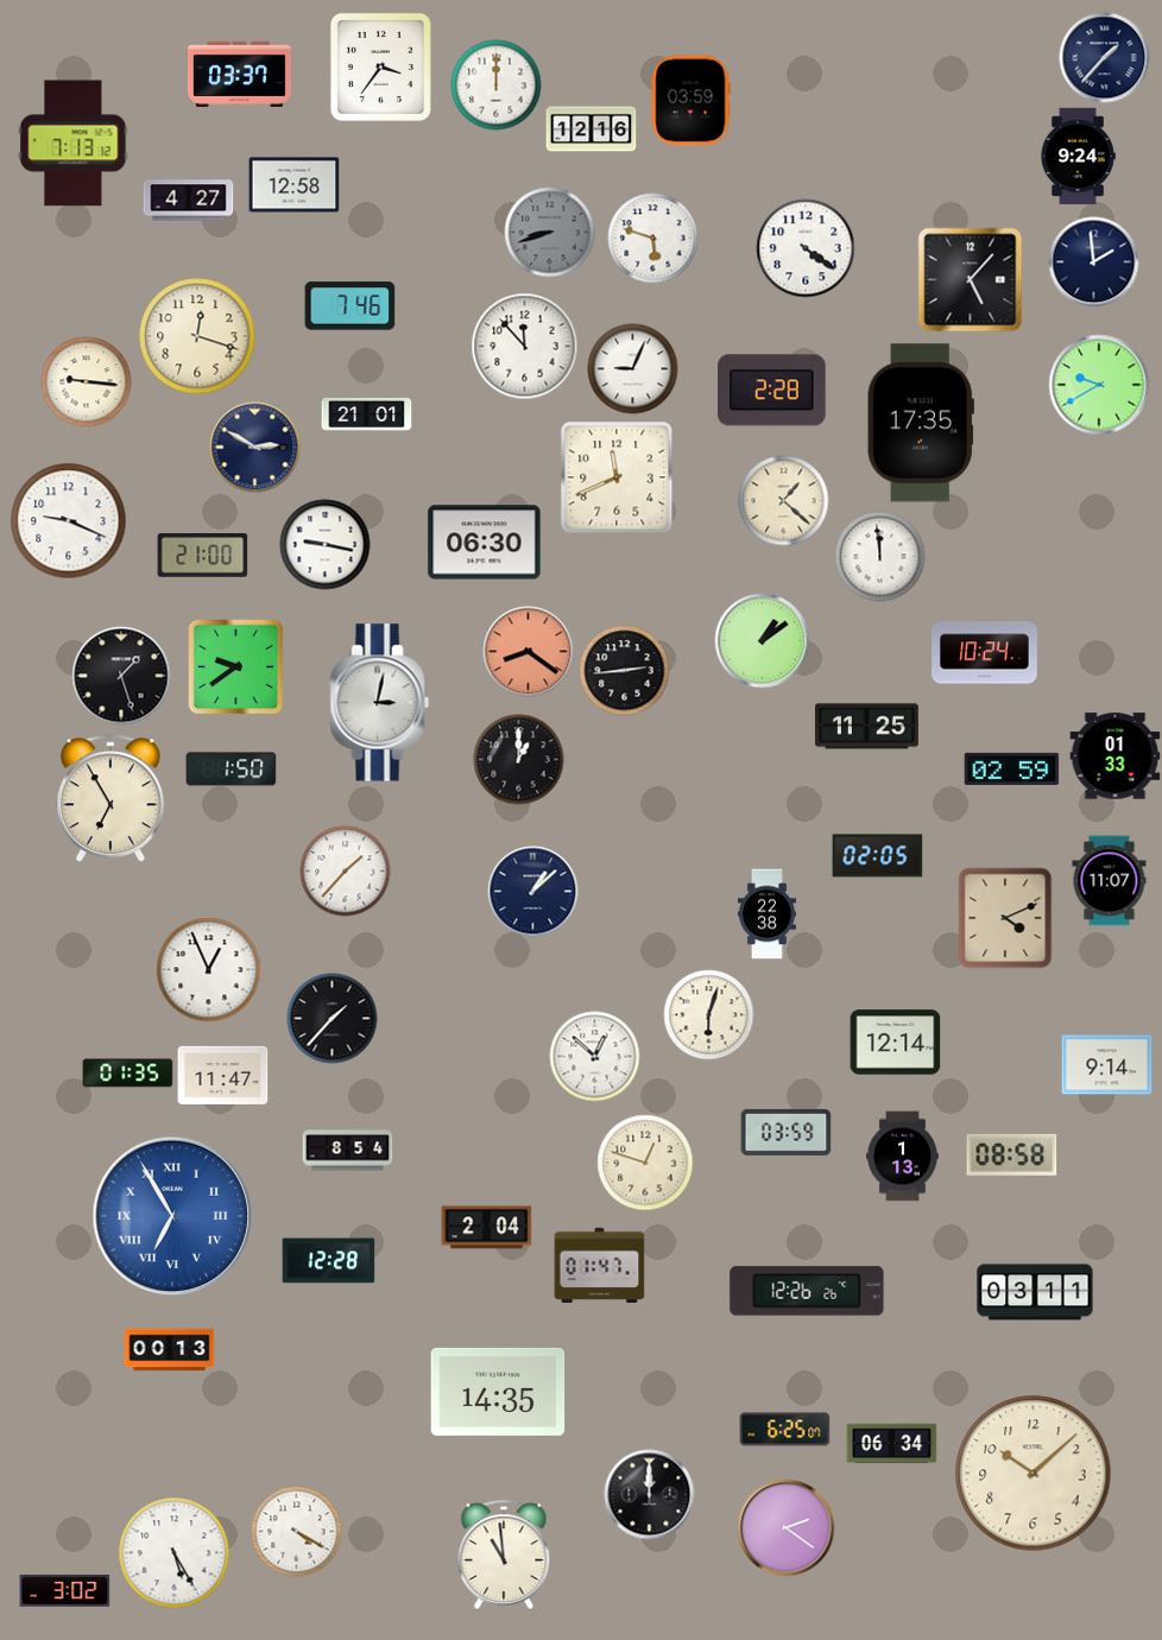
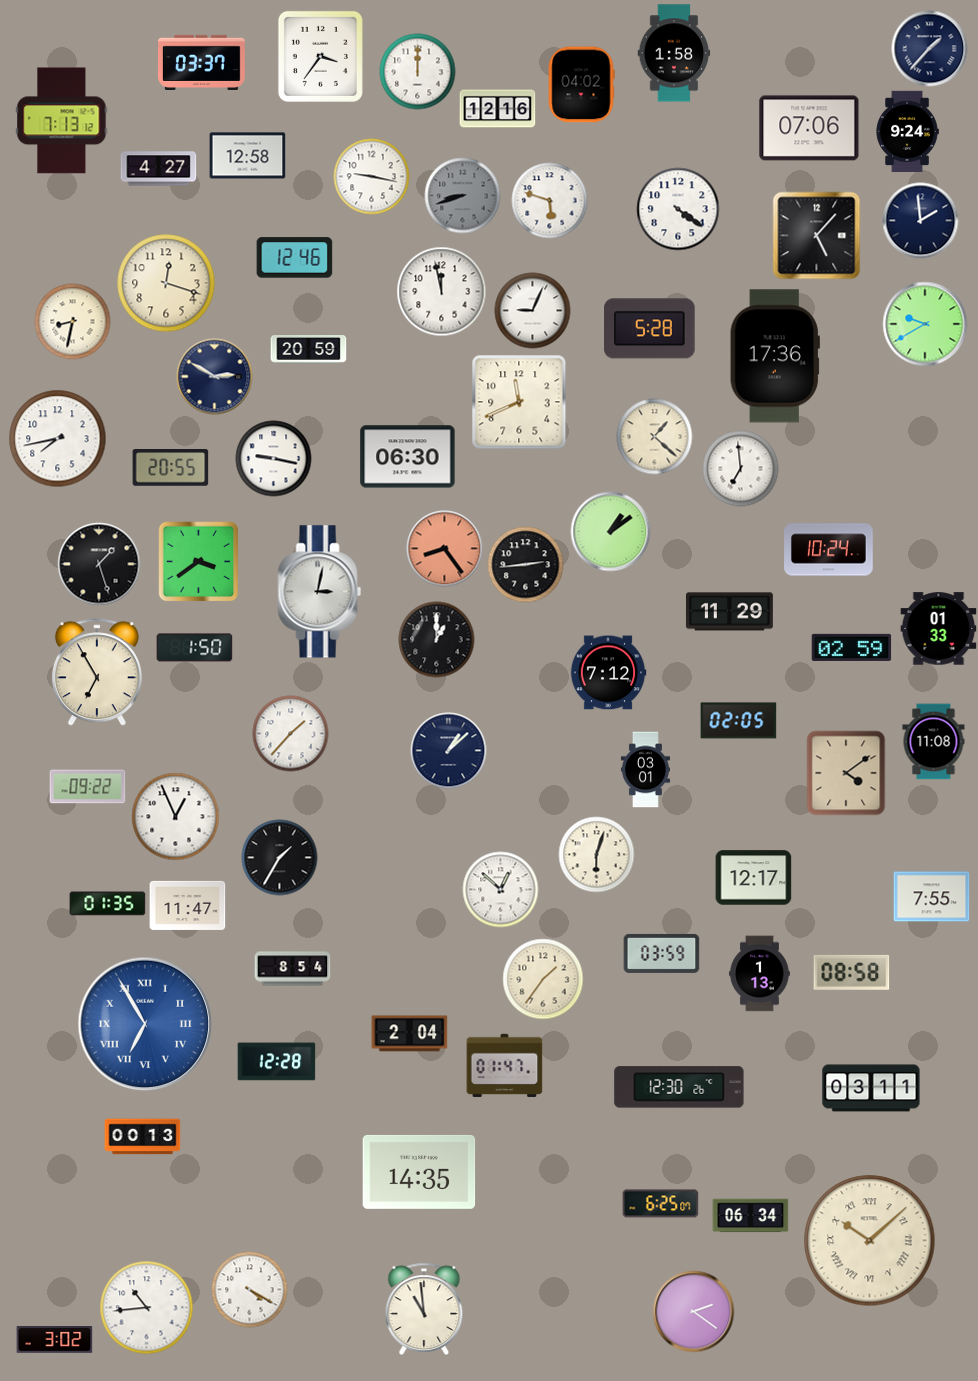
clock at (674, 53): none -> 1:58
clock at (690, 101): 03:59 -> 04:02
clock at (809, 128): none -> 07:06
clock at (372, 177): none -> 9:17
clock at (351, 306): 7:46 -> 12:46
clock at (525, 347): 11:53 -> 11:58
clock at (87, 382): 9:16 -> 8:32
clock at (772, 391): 2:28 -> 5:28
clock at (367, 416): 21:01 -> 20:59
clock at (921, 423): 17:35 -> 17:36
clock at (784, 501) position: (784, 501) -> (655, 437)
clock at (69, 521): 9:19 -> 7:43
clock at (203, 556): 21:00 -> 20:55
clock at (880, 557): 11:59 -> 6:59
clock at (763, 641) position: (763, 641) -> (611, 532)
clock at (529, 652): 8:21 -> 8:24
clock at (236, 667): 9:39 -> 3:39
clock at (121, 676) position: (121, 676) -> (99, 564)
clock at (866, 727): 11:25 -> 11:29
clock at (1116, 756) position: (1116, 756) -> (939, 629)
clock at (110, 799) position: (110, 799) -> (97, 673)
clock at (608, 673): none -> 7:12
clock at (1110, 881): 11:07 -> 11:08
clock at (766, 914): 22:38 -> 03:01
clock at (1005, 918): 4:11 -> 4:09
clock at (88, 787): none -> 09:22
clock at (333, 1019): 1:37 -> 1:35
clock at (896, 1043): 12:14 -> 12:17
clock at (1107, 1065): 9:14 -> 7:55
clock at (645, 1163): 12:48 -> 1:36
clock at (807, 1291): 12:26 -> 12:30
clock at (1034, 1474) numerals: Arabic -> Roman
clock at (650, 1495): 12:00 -> none
clock at (787, 1528) position: (787, 1528) -> (694, 1312)
clock at (175, 1553): 5:25 -> 10:44
